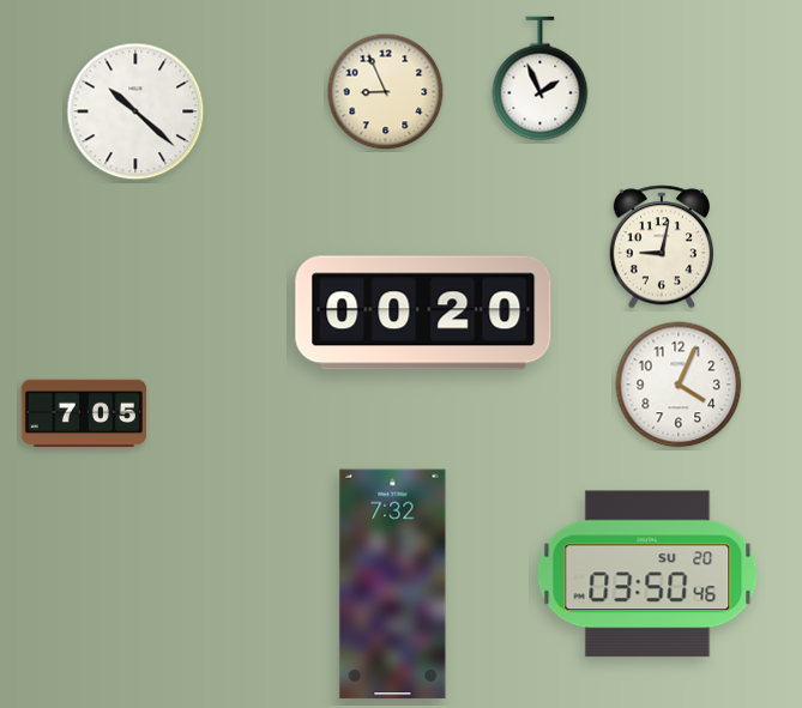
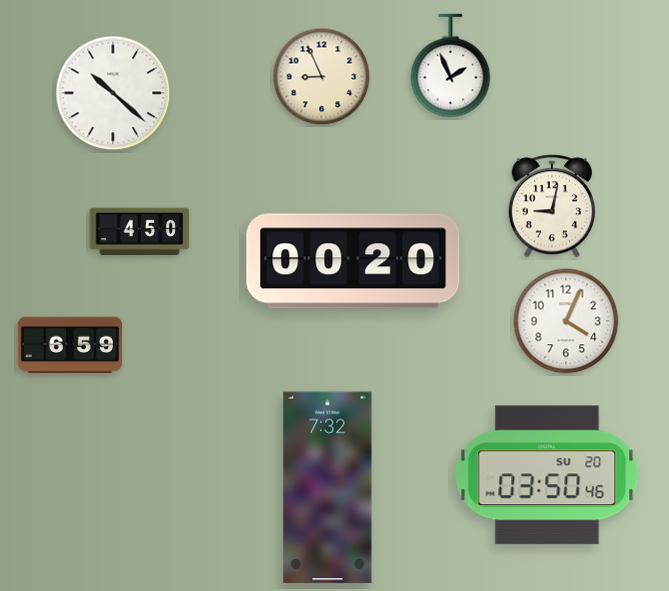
clock at (140, 232): none -> 4:50
clock at (84, 413): 7:05 -> 6:59
clock at (647, 574) position: (647, 574) -> (547, 475)
